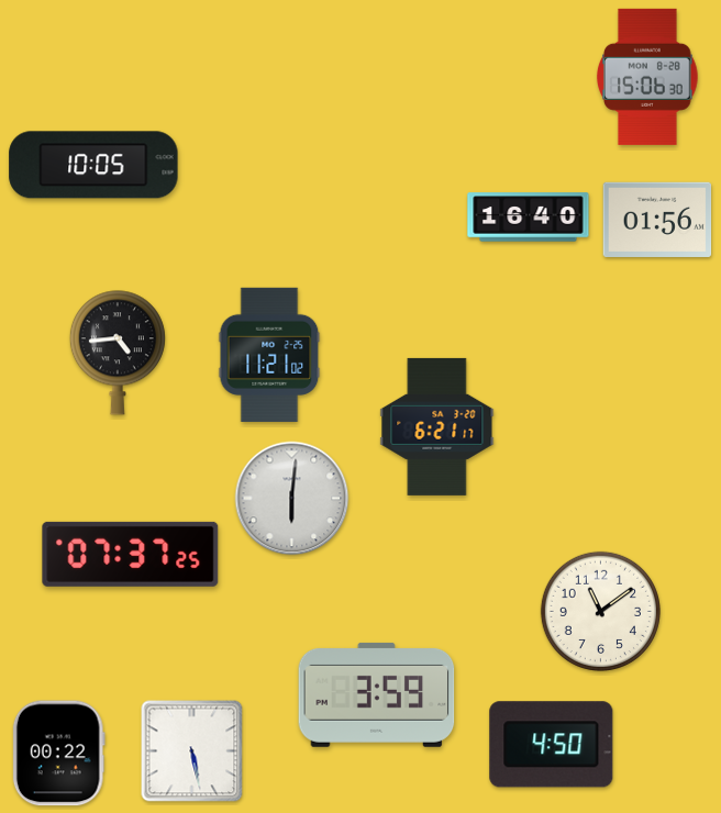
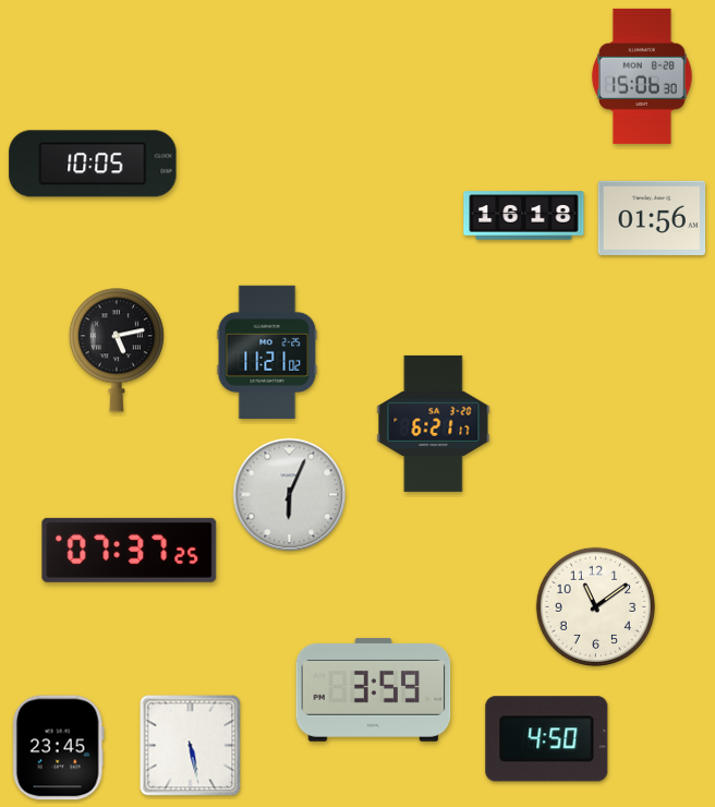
clock at (529, 218): 16:40 -> 16:18
clock at (118, 353): 4:44 -> 5:13
clock at (292, 499): 6:01 -> 6:04
clock at (58, 754): 00:22 -> 23:45
